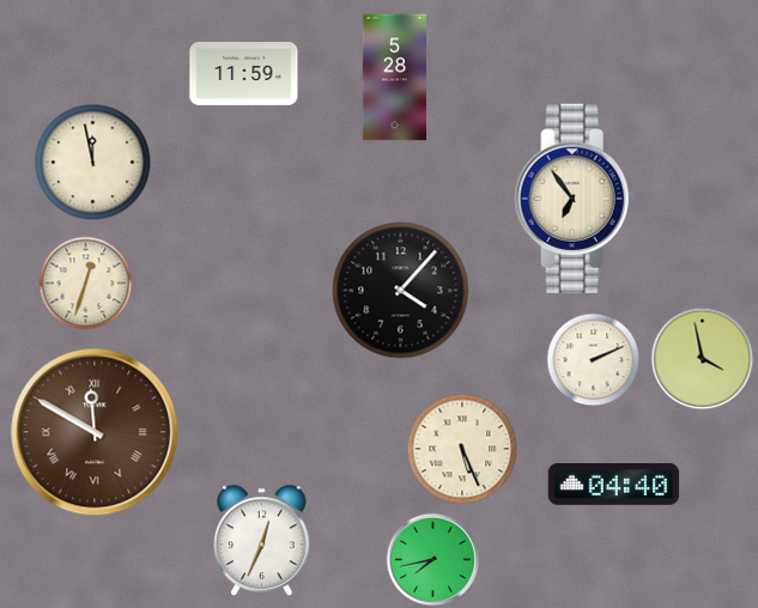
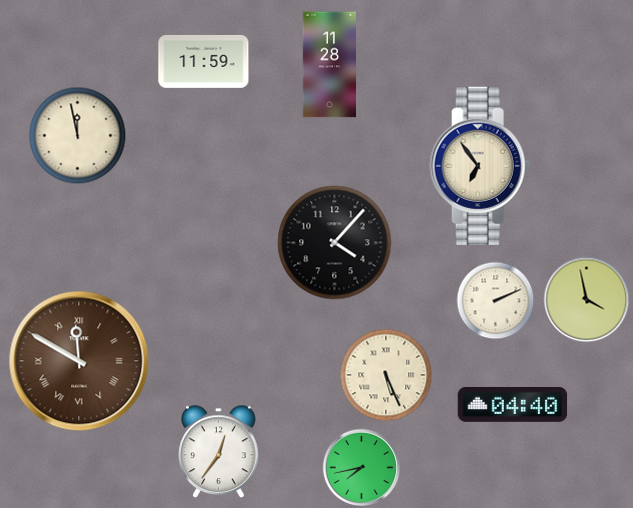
clock at (395, 78): 5:28 -> 11:28
clock at (85, 282): 12:33 -> none
clock at (262, 540): 12:34 -> 12:36
